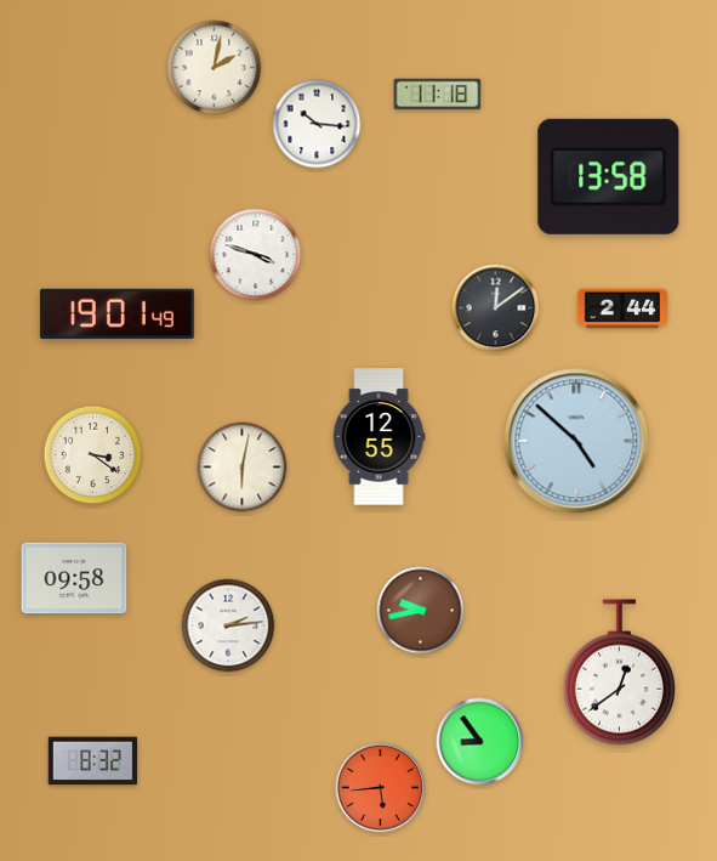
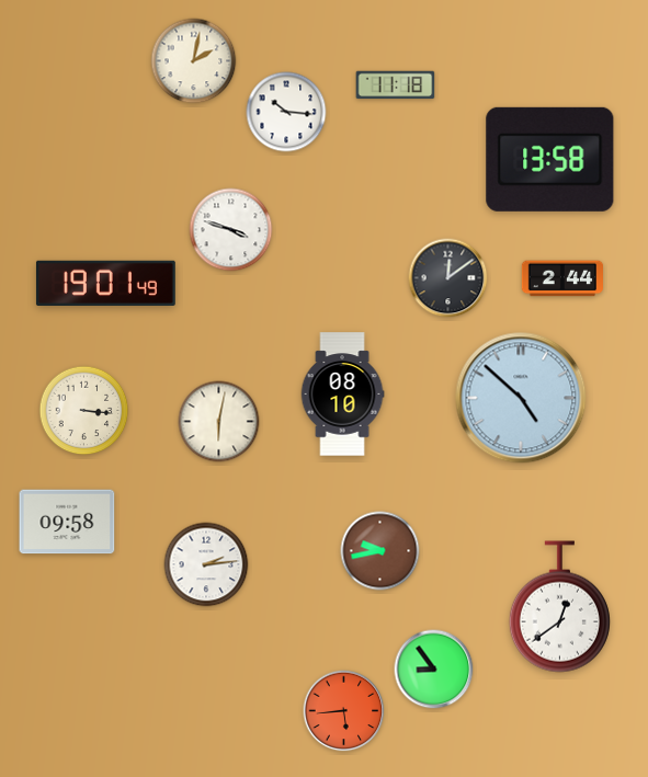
clock at (379, 437): 12:55 -> 08:10
clock at (93, 455): 3:21 -> 3:16
clock at (93, 761): 8:32 -> none
